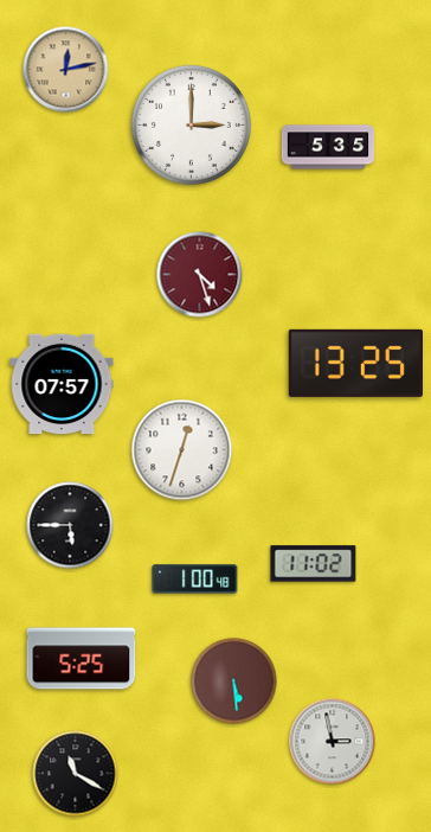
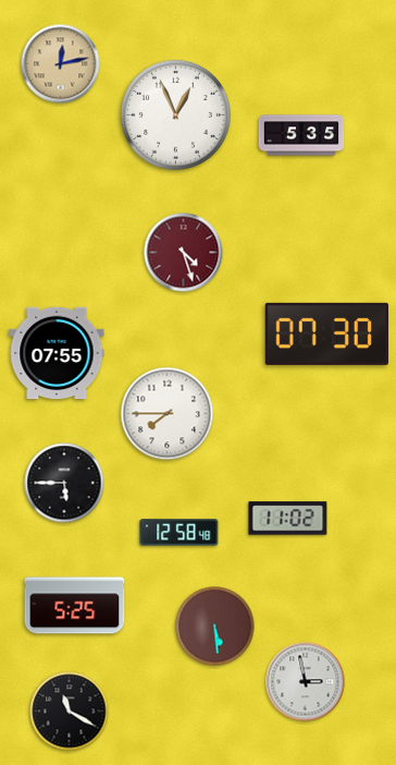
clock at (191, 124): 3:00 -> 12:56
clock at (355, 363): 13:25 -> 07:30
clock at (62, 384): 07:57 -> 07:55
clock at (182, 450): 12:33 -> 7:45
clock at (195, 580): 1:00 -> 12:58
